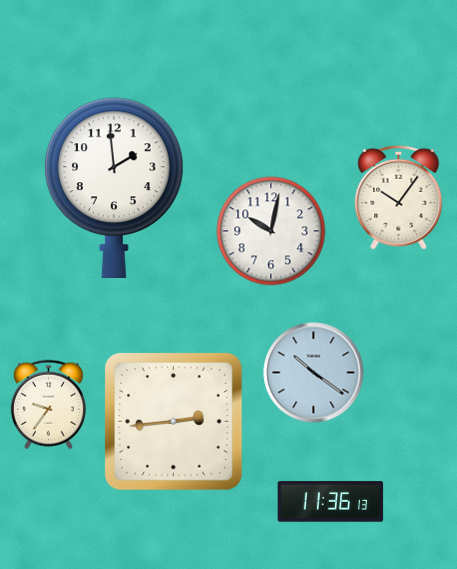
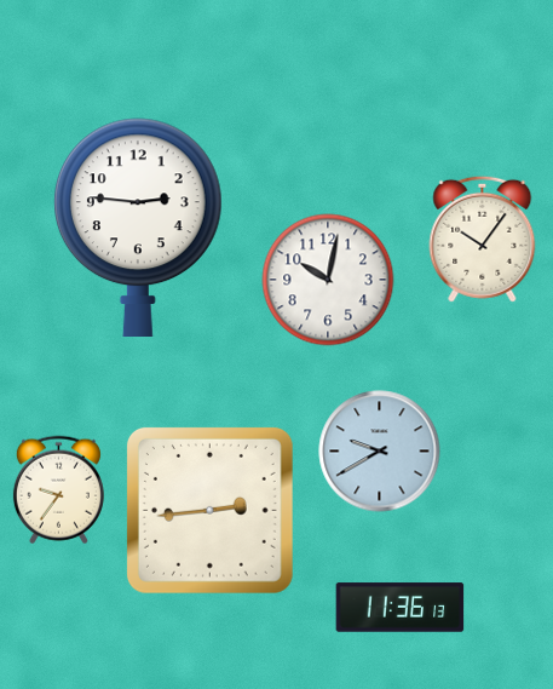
clock at (114, 187): 1:59 -> 2:46
clock at (314, 373): 10:21 -> 9:40
